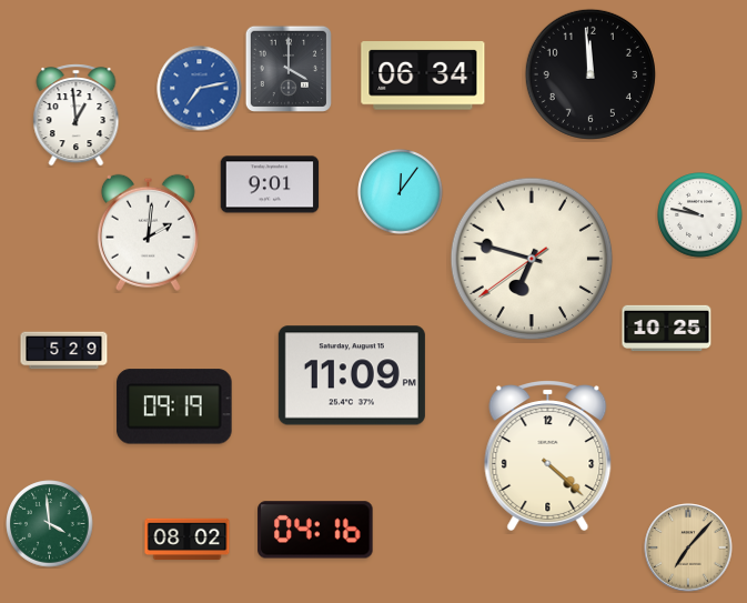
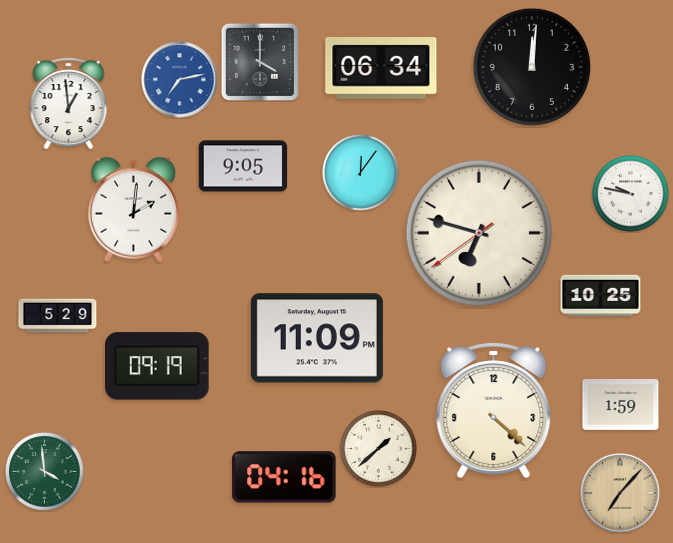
clock at (590, 74): 11:59 -> 12:01
clock at (270, 184): 9:01 -> 9:05
clock at (621, 405): none -> 1:59
clock at (379, 449): none -> 1:38
clock at (188, 540): 08:02 -> none
